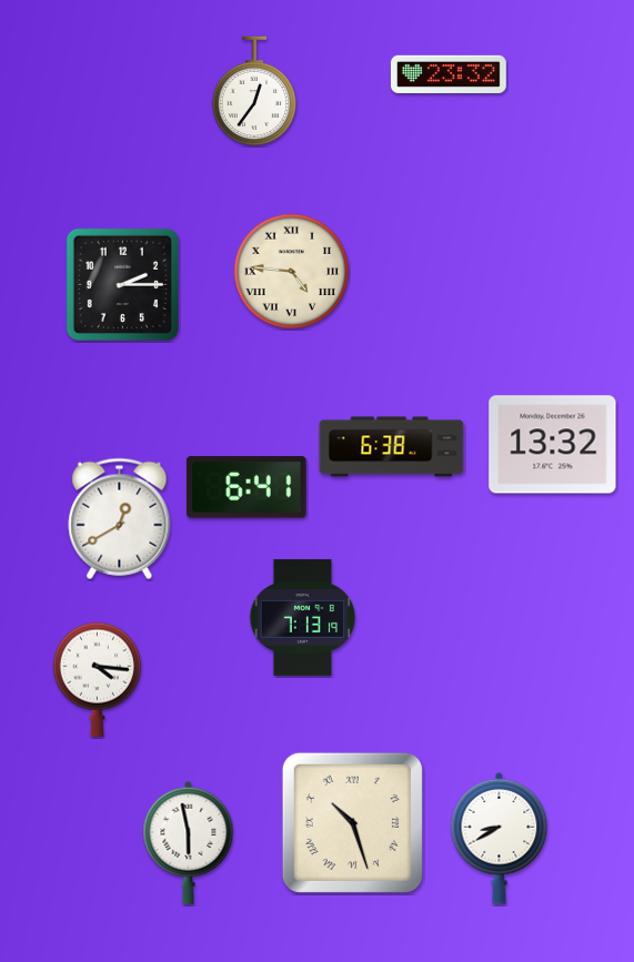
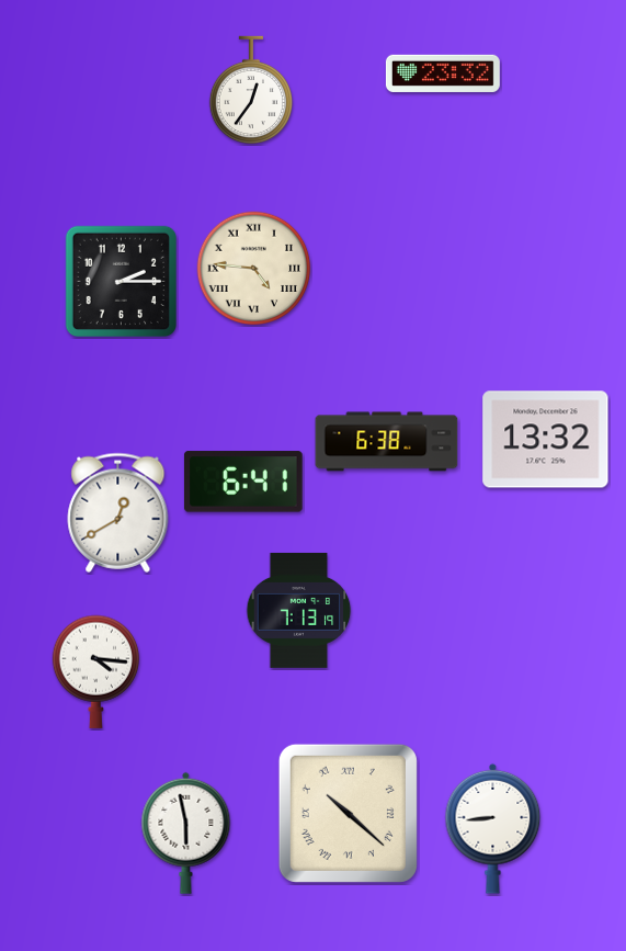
clock at (292, 272) position: (292, 272) -> (254, 269)
clock at (352, 822): 10:27 -> 10:22
clock at (500, 838): 8:40 -> 8:44
